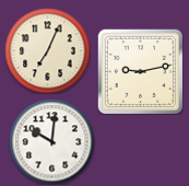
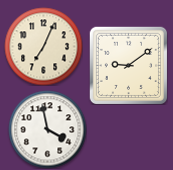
clock at (140, 71): 9:13 -> 9:09
clock at (51, 141): 10:01 -> 3:58
